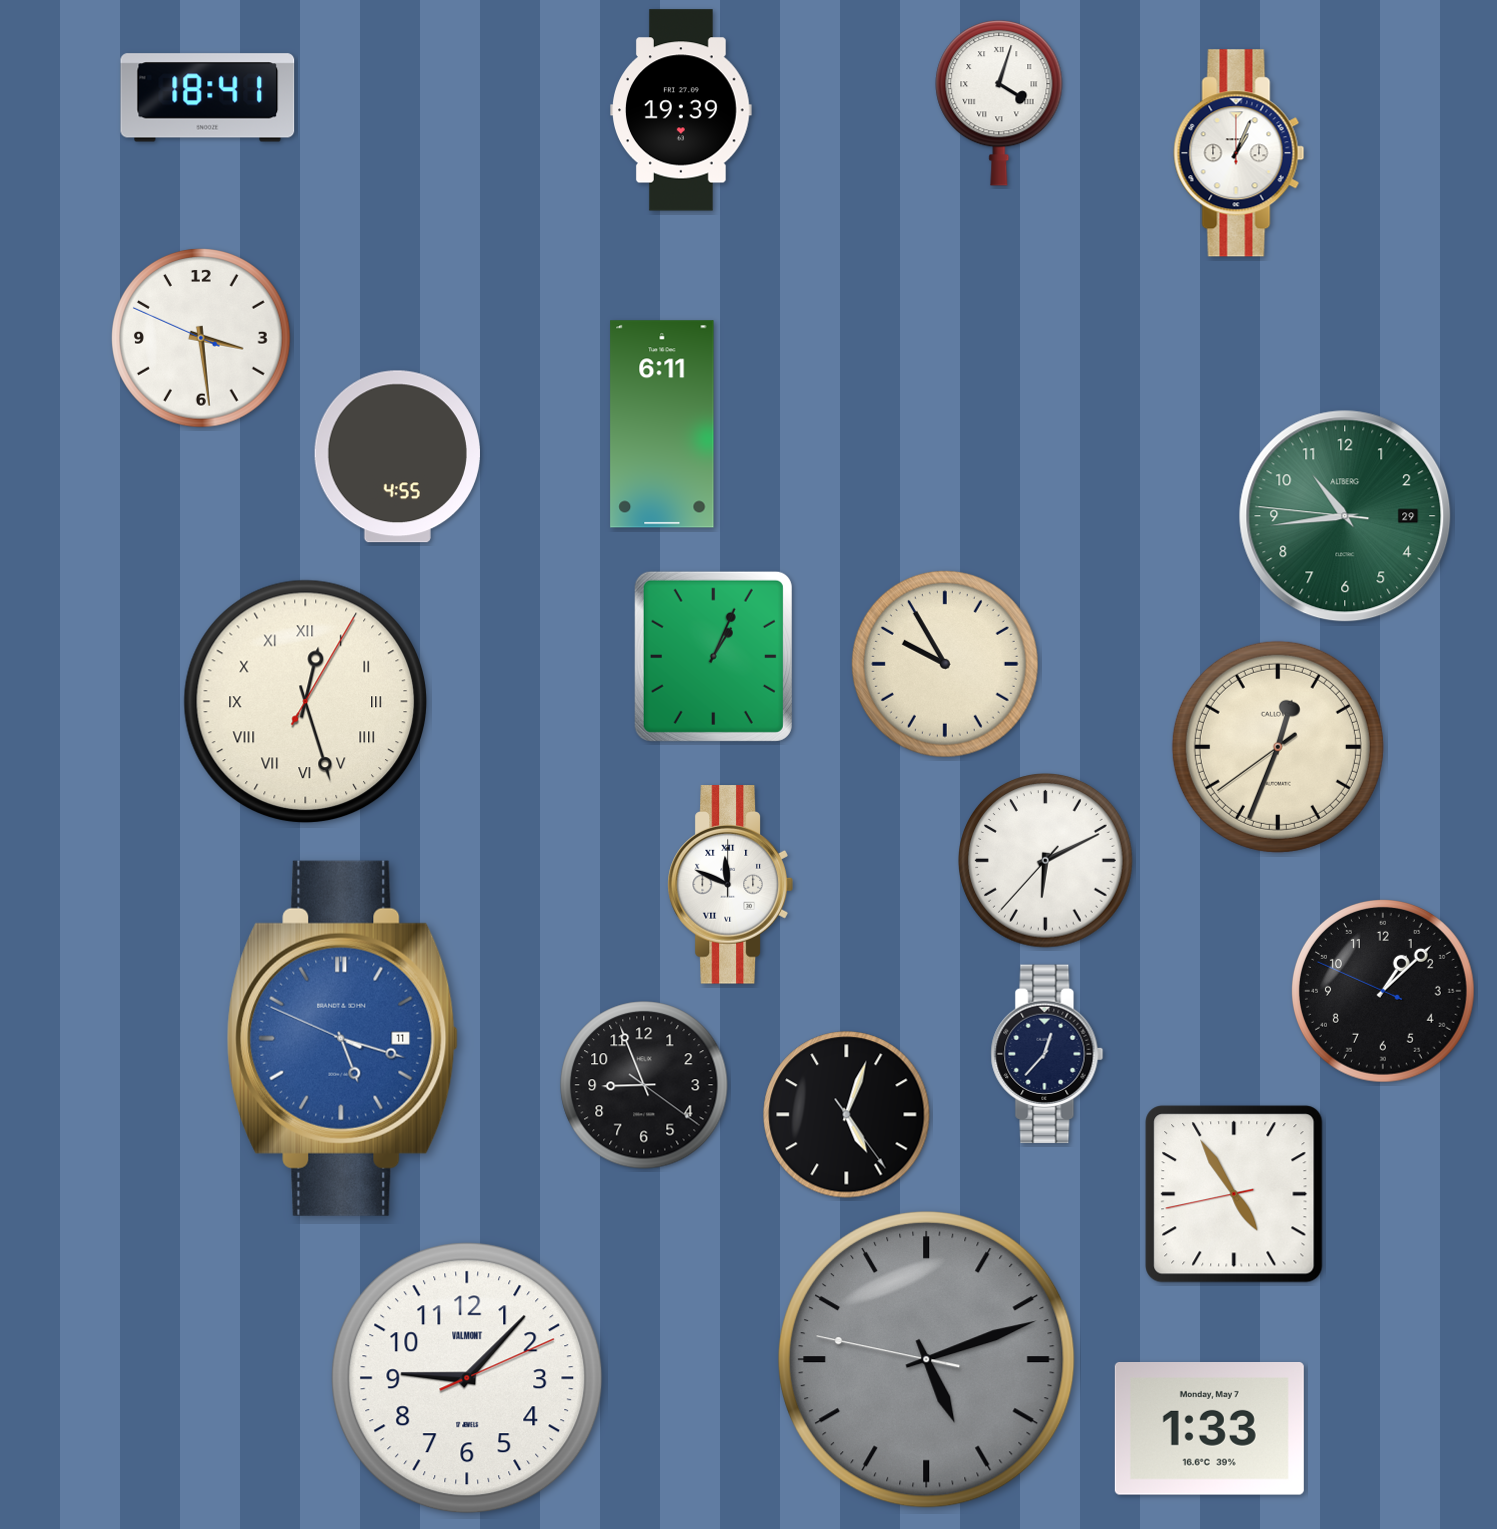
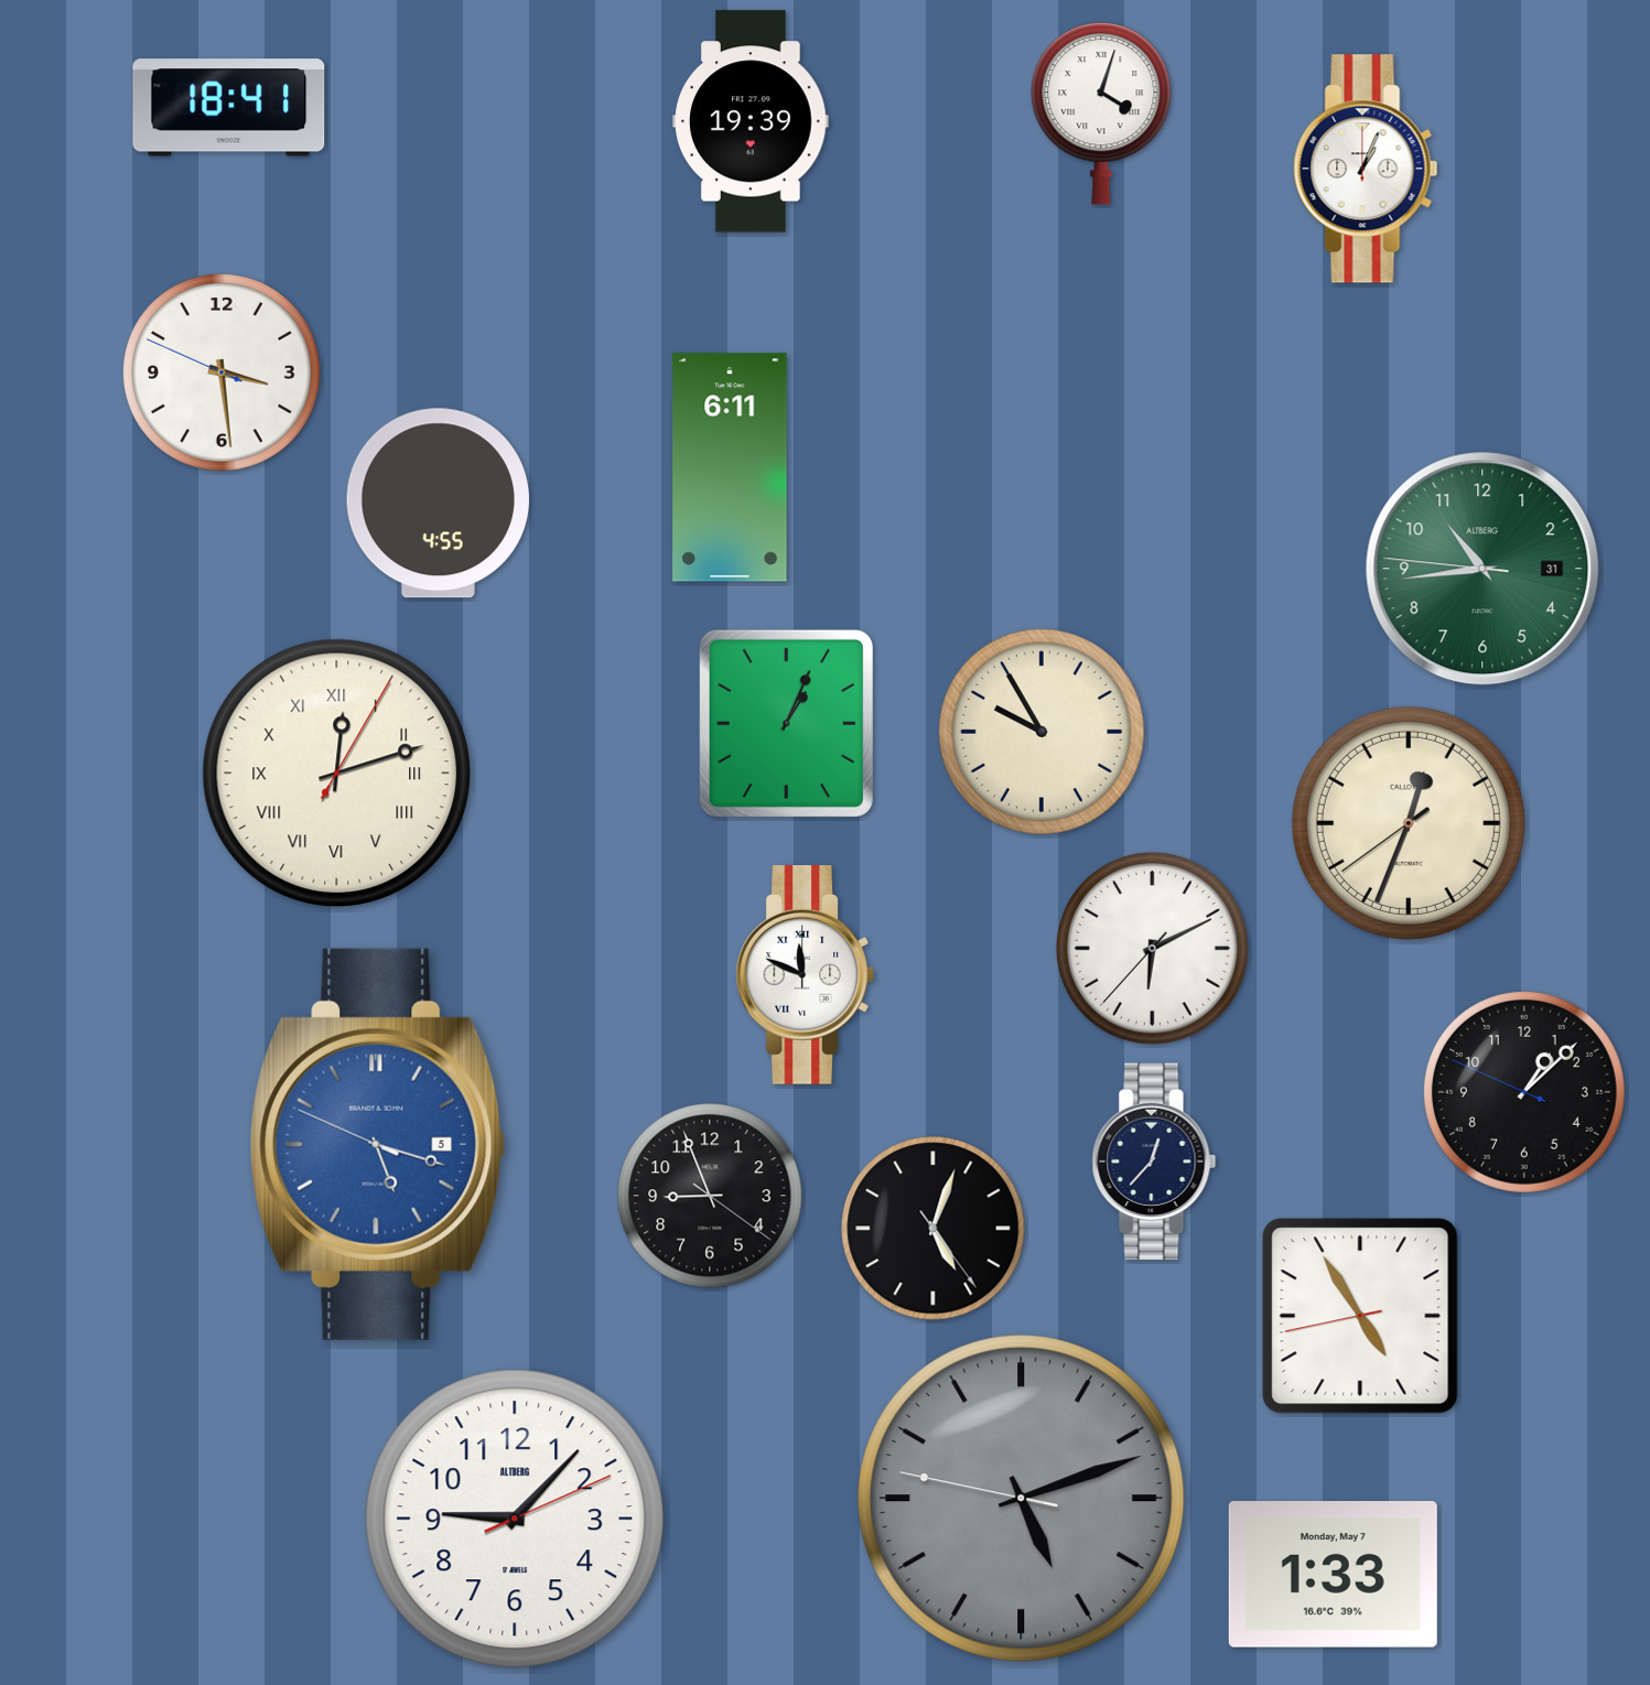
clock at (1345, 516) date: 29 -> 31
clock at (306, 702): 12:27 -> 12:12
clock at (342, 1038) date: 11 -> 5
clock at (467, 1378) brand: VALMONT -> ALTBERG
